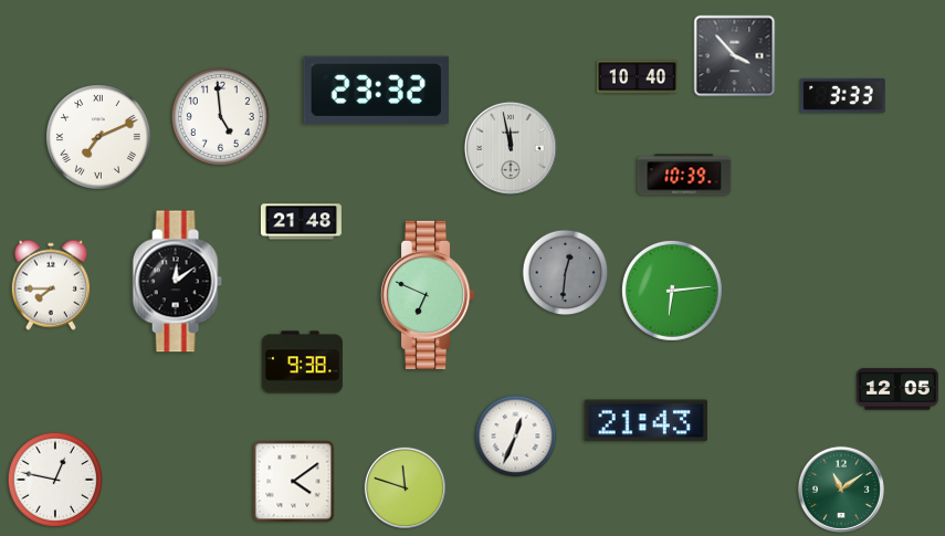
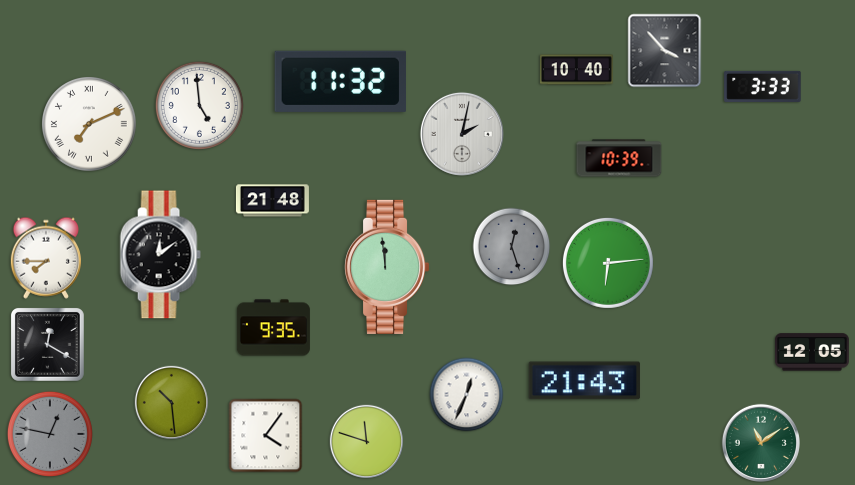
clock at (376, 90): 23:32 -> 11:32
clock at (511, 148): 11:58 -> 2:02
clock at (566, 273): 12:31 -> 12:27
clock at (429, 295): 6:49 -> 11:59
clock at (302, 362): 9:38 -> 9:35
clock at (47, 344): none -> 12:20
clock at (171, 402): none -> 10:29
clock at (55, 480) dial: white -> grey
clock at (294, 482): 4:09 -> 4:06
